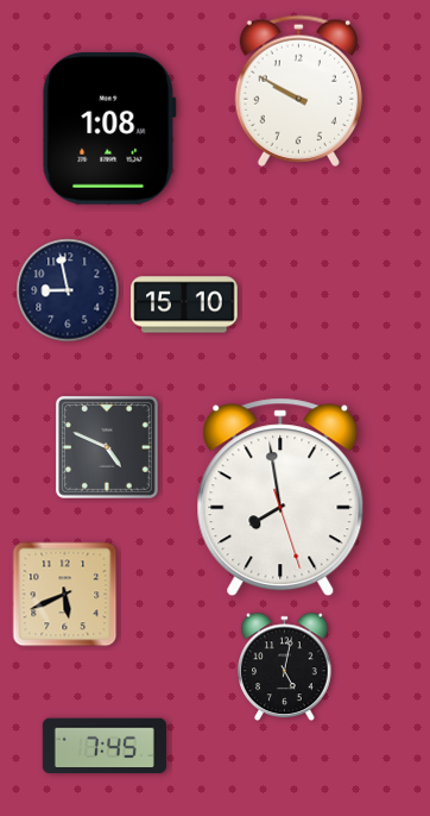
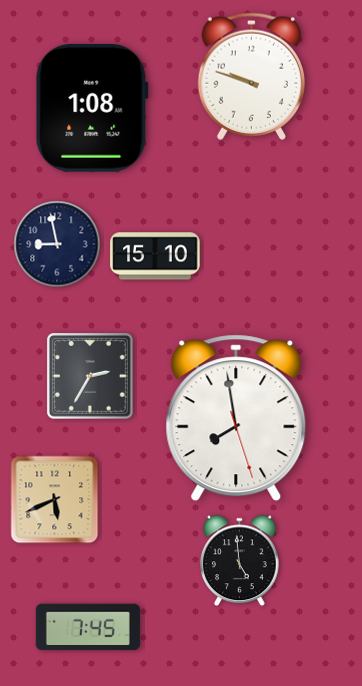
clock at (298, 90): 9:50 -> 9:48
clock at (107, 447): 4:49 -> 2:35
clock at (285, 667): 5:02 -> 4:59
